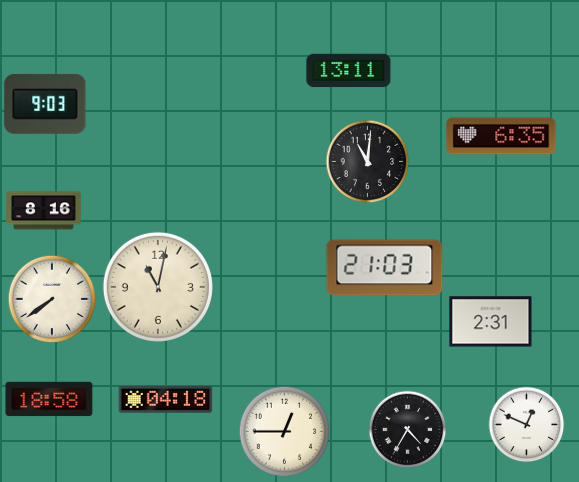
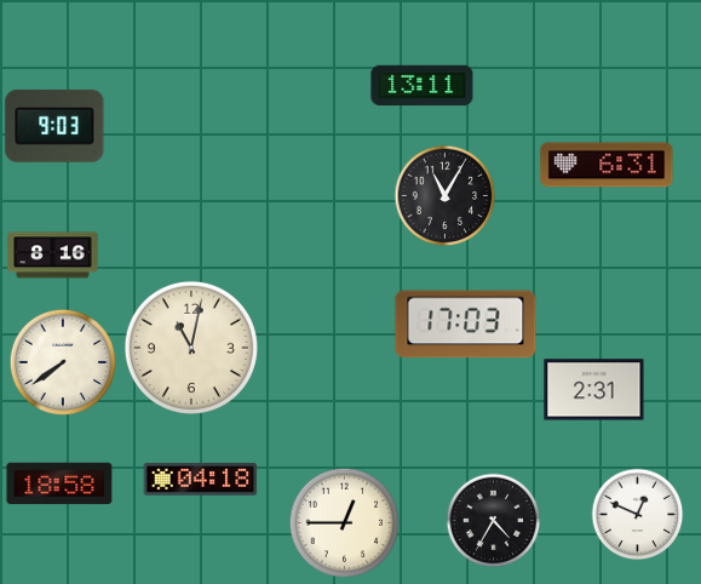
clock at (501, 136): 6:35 -> 6:31
clock at (368, 162): 11:01 -> 11:05
clock at (385, 268): 21:03 -> 17:03
clock at (166, 400) position: (166, 400) -> (201, 480)
